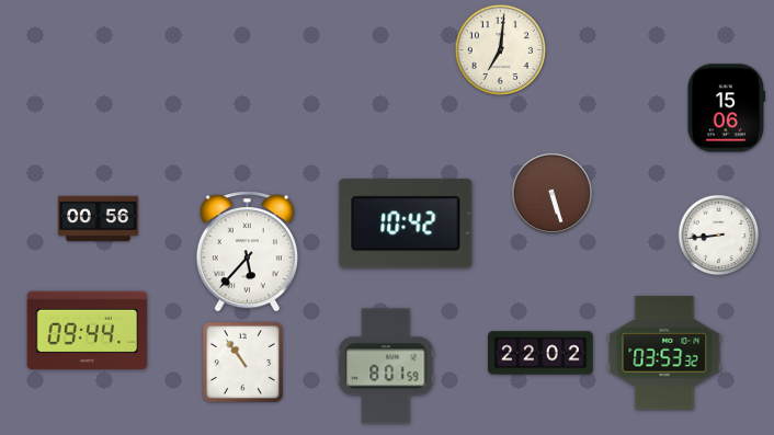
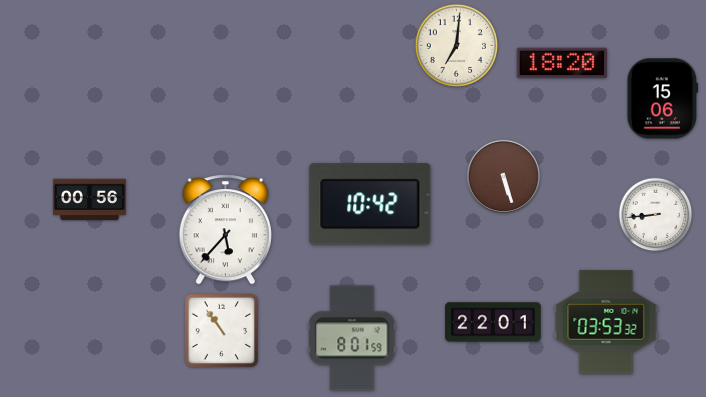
clock at (561, 63): none -> 18:20
clock at (88, 330): 09:44 -> none
clock at (540, 353): 22:02 -> 22:01
clock at (386, 366) position: (386, 366) -> (352, 338)
